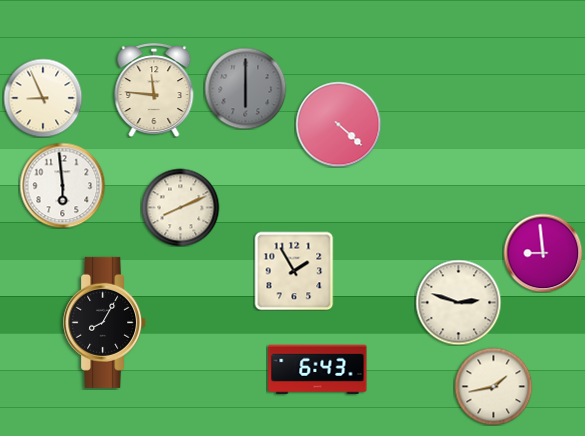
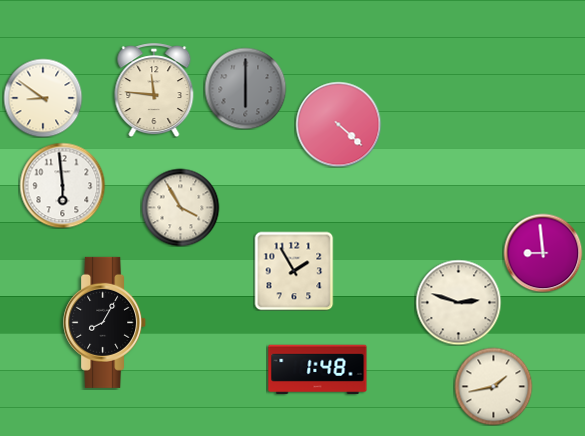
clock at (43, 98): 8:56 -> 8:51
clock at (180, 207): 8:11 -> 3:55
clock at (318, 369): 6:43 -> 1:48
